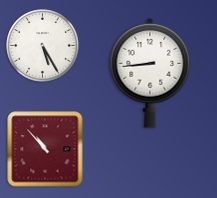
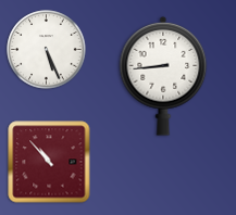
clock at (43, 46): 5:25 -> 5:26
clock at (150, 73) position: (150, 73) -> (163, 76)
